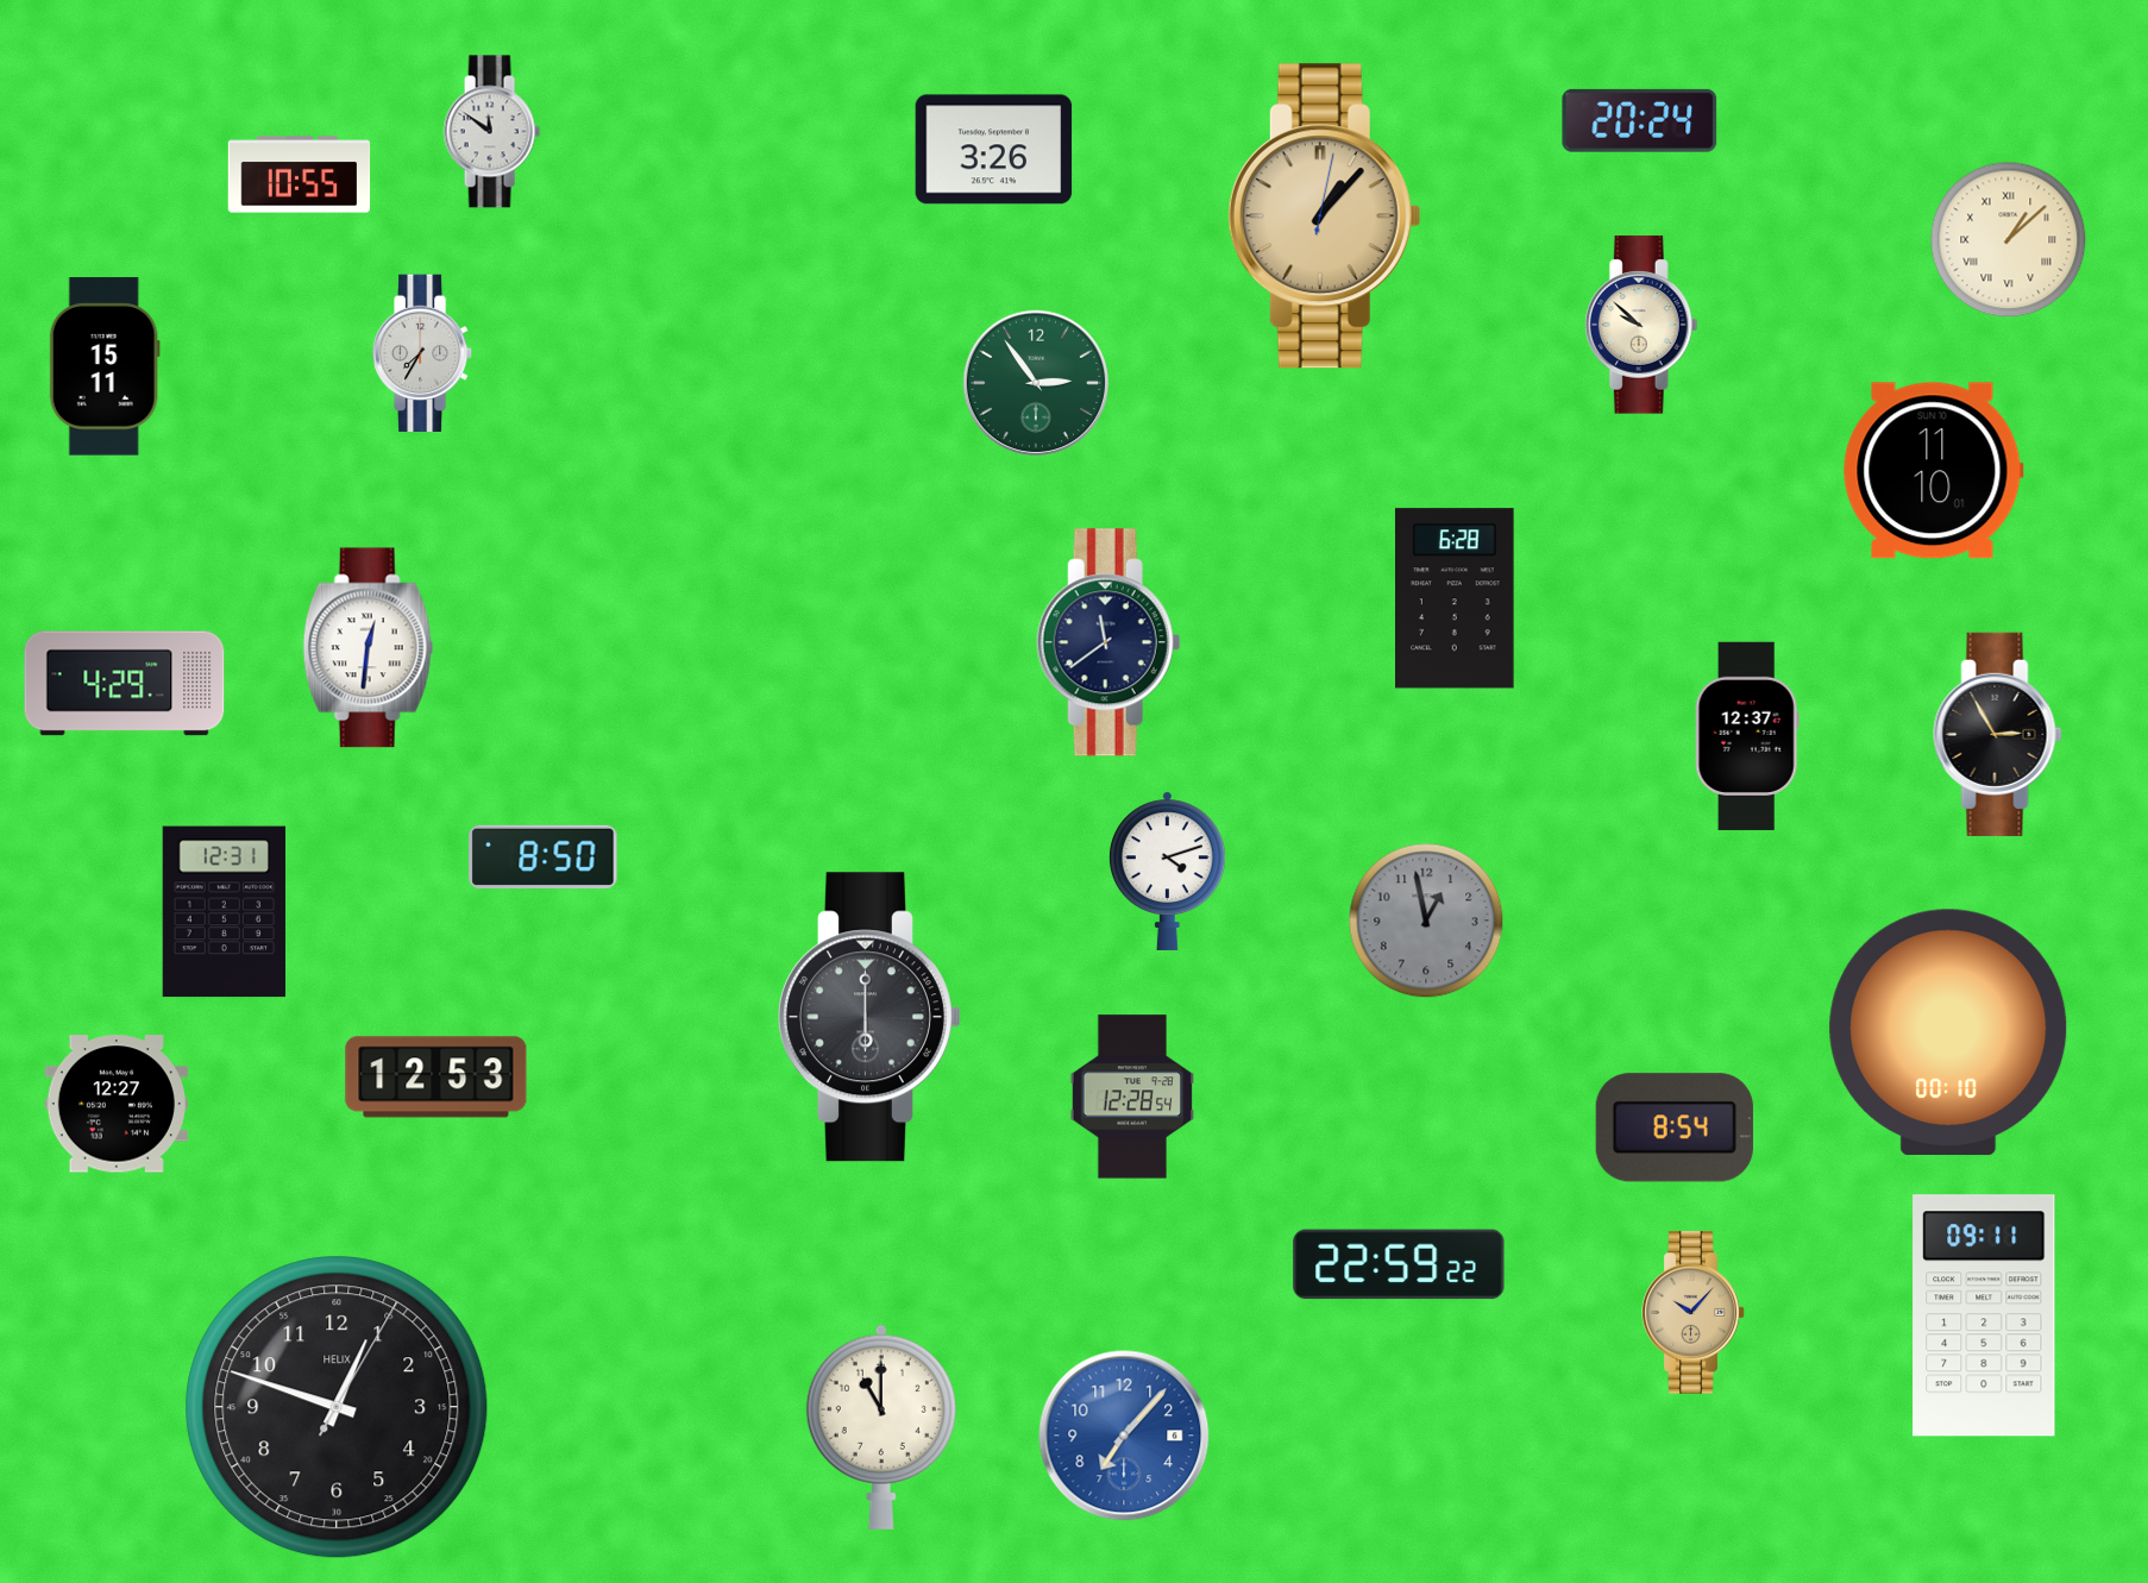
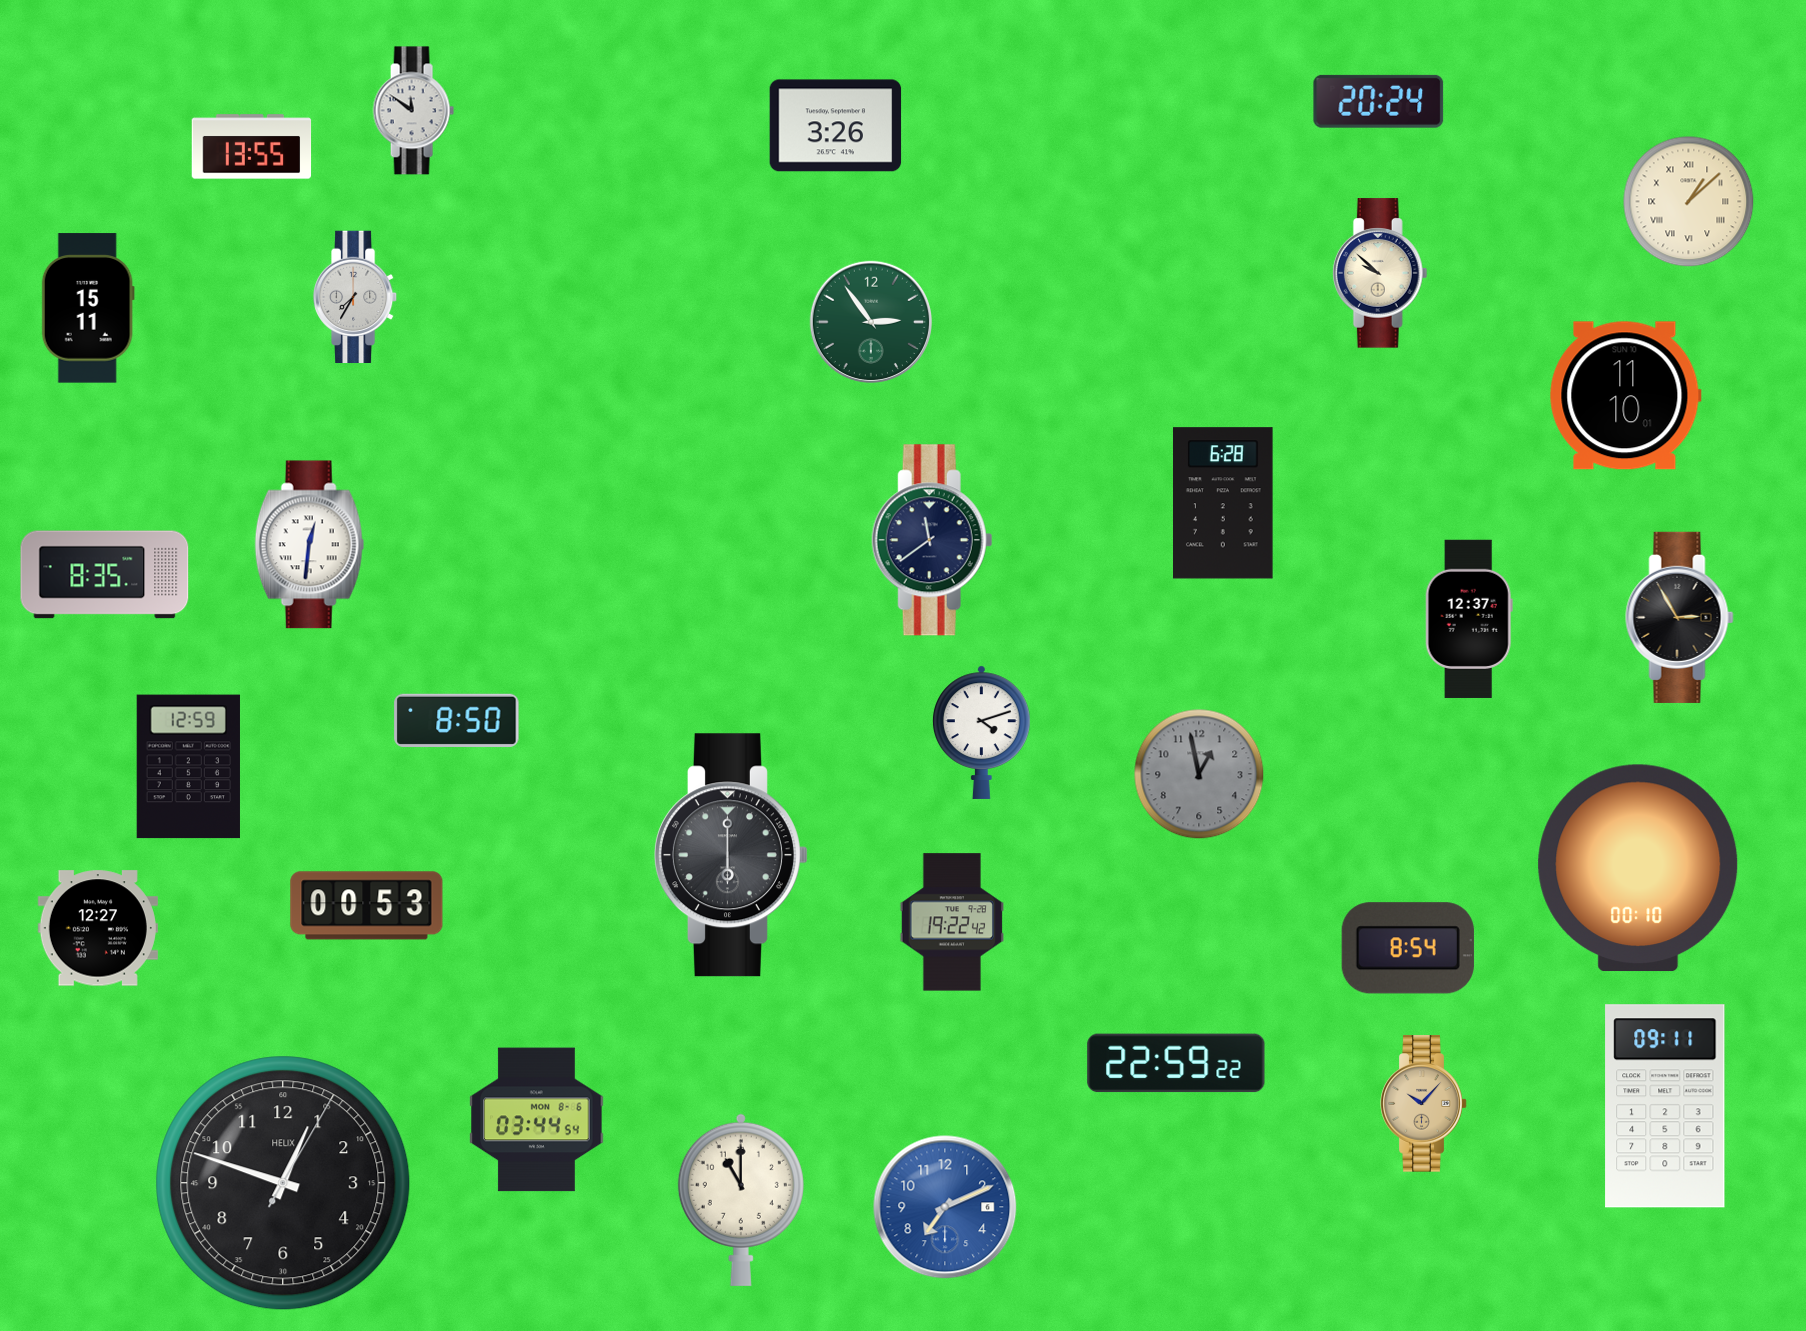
clock at (300, 175): 10:55 -> 13:55
clock at (1324, 216): 1:07 -> none
clock at (125, 684): 4:29 -> 8:35
clock at (224, 912): 12:31 -> 12:59
clock at (436, 1078): 12:53 -> 00:53
clock at (1131, 1097): 12:28 -> 19:22
clock at (1984, 1315) position: (1984, 1315) -> (1665, 1106)
clock at (537, 1120): none -> 03:44
clock at (1124, 1436): 7:07 -> 7:11
